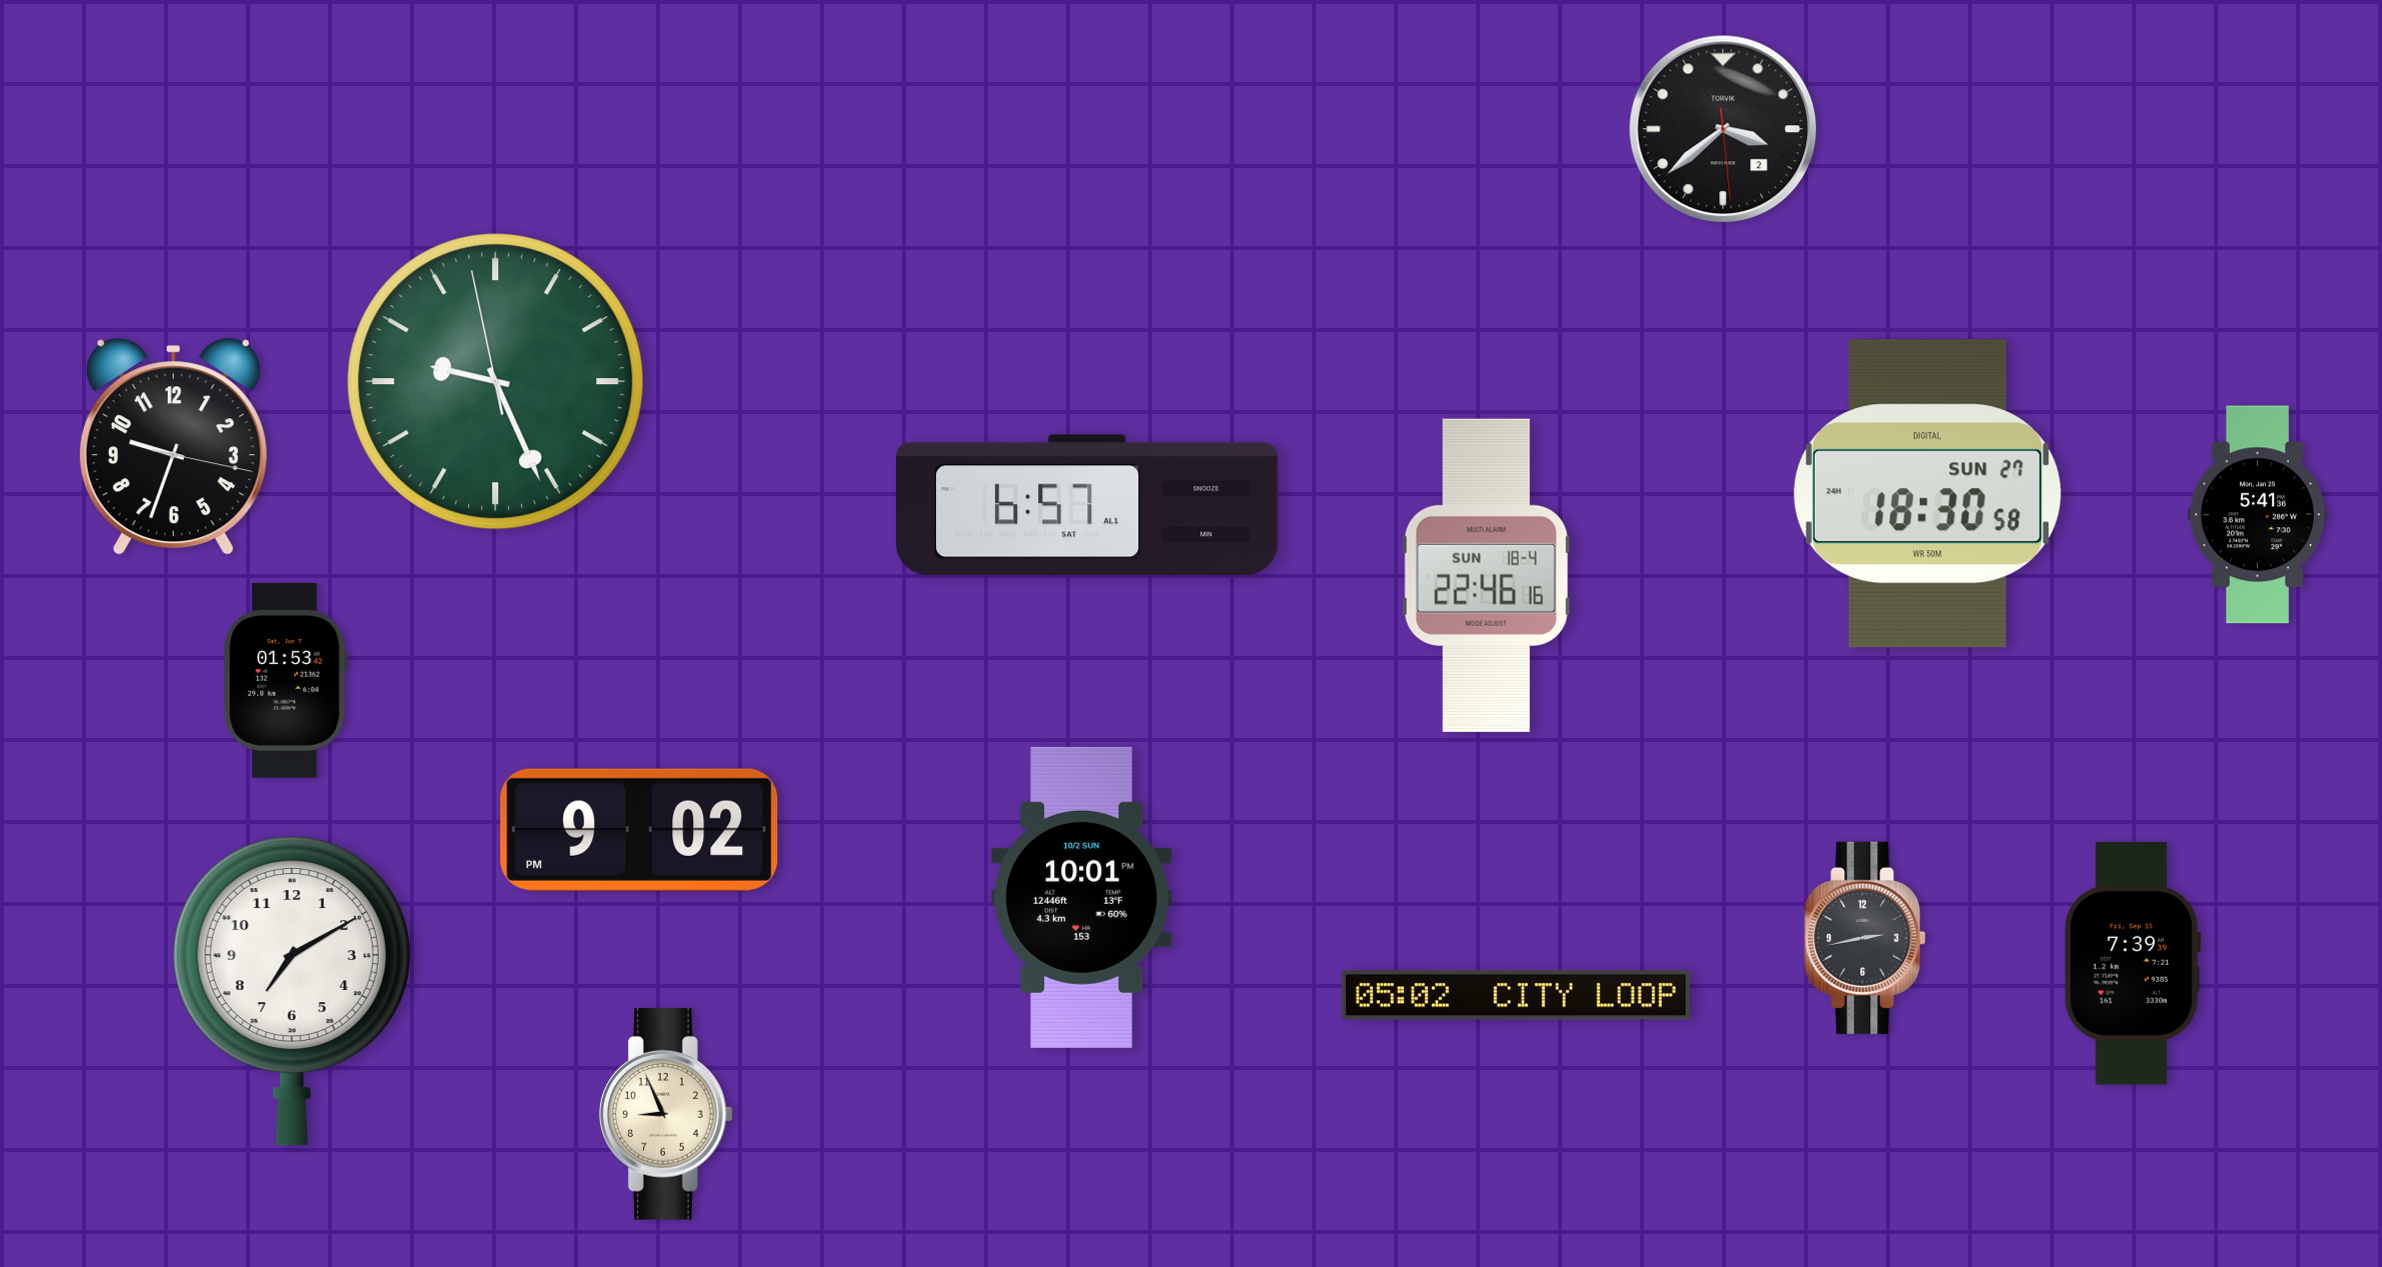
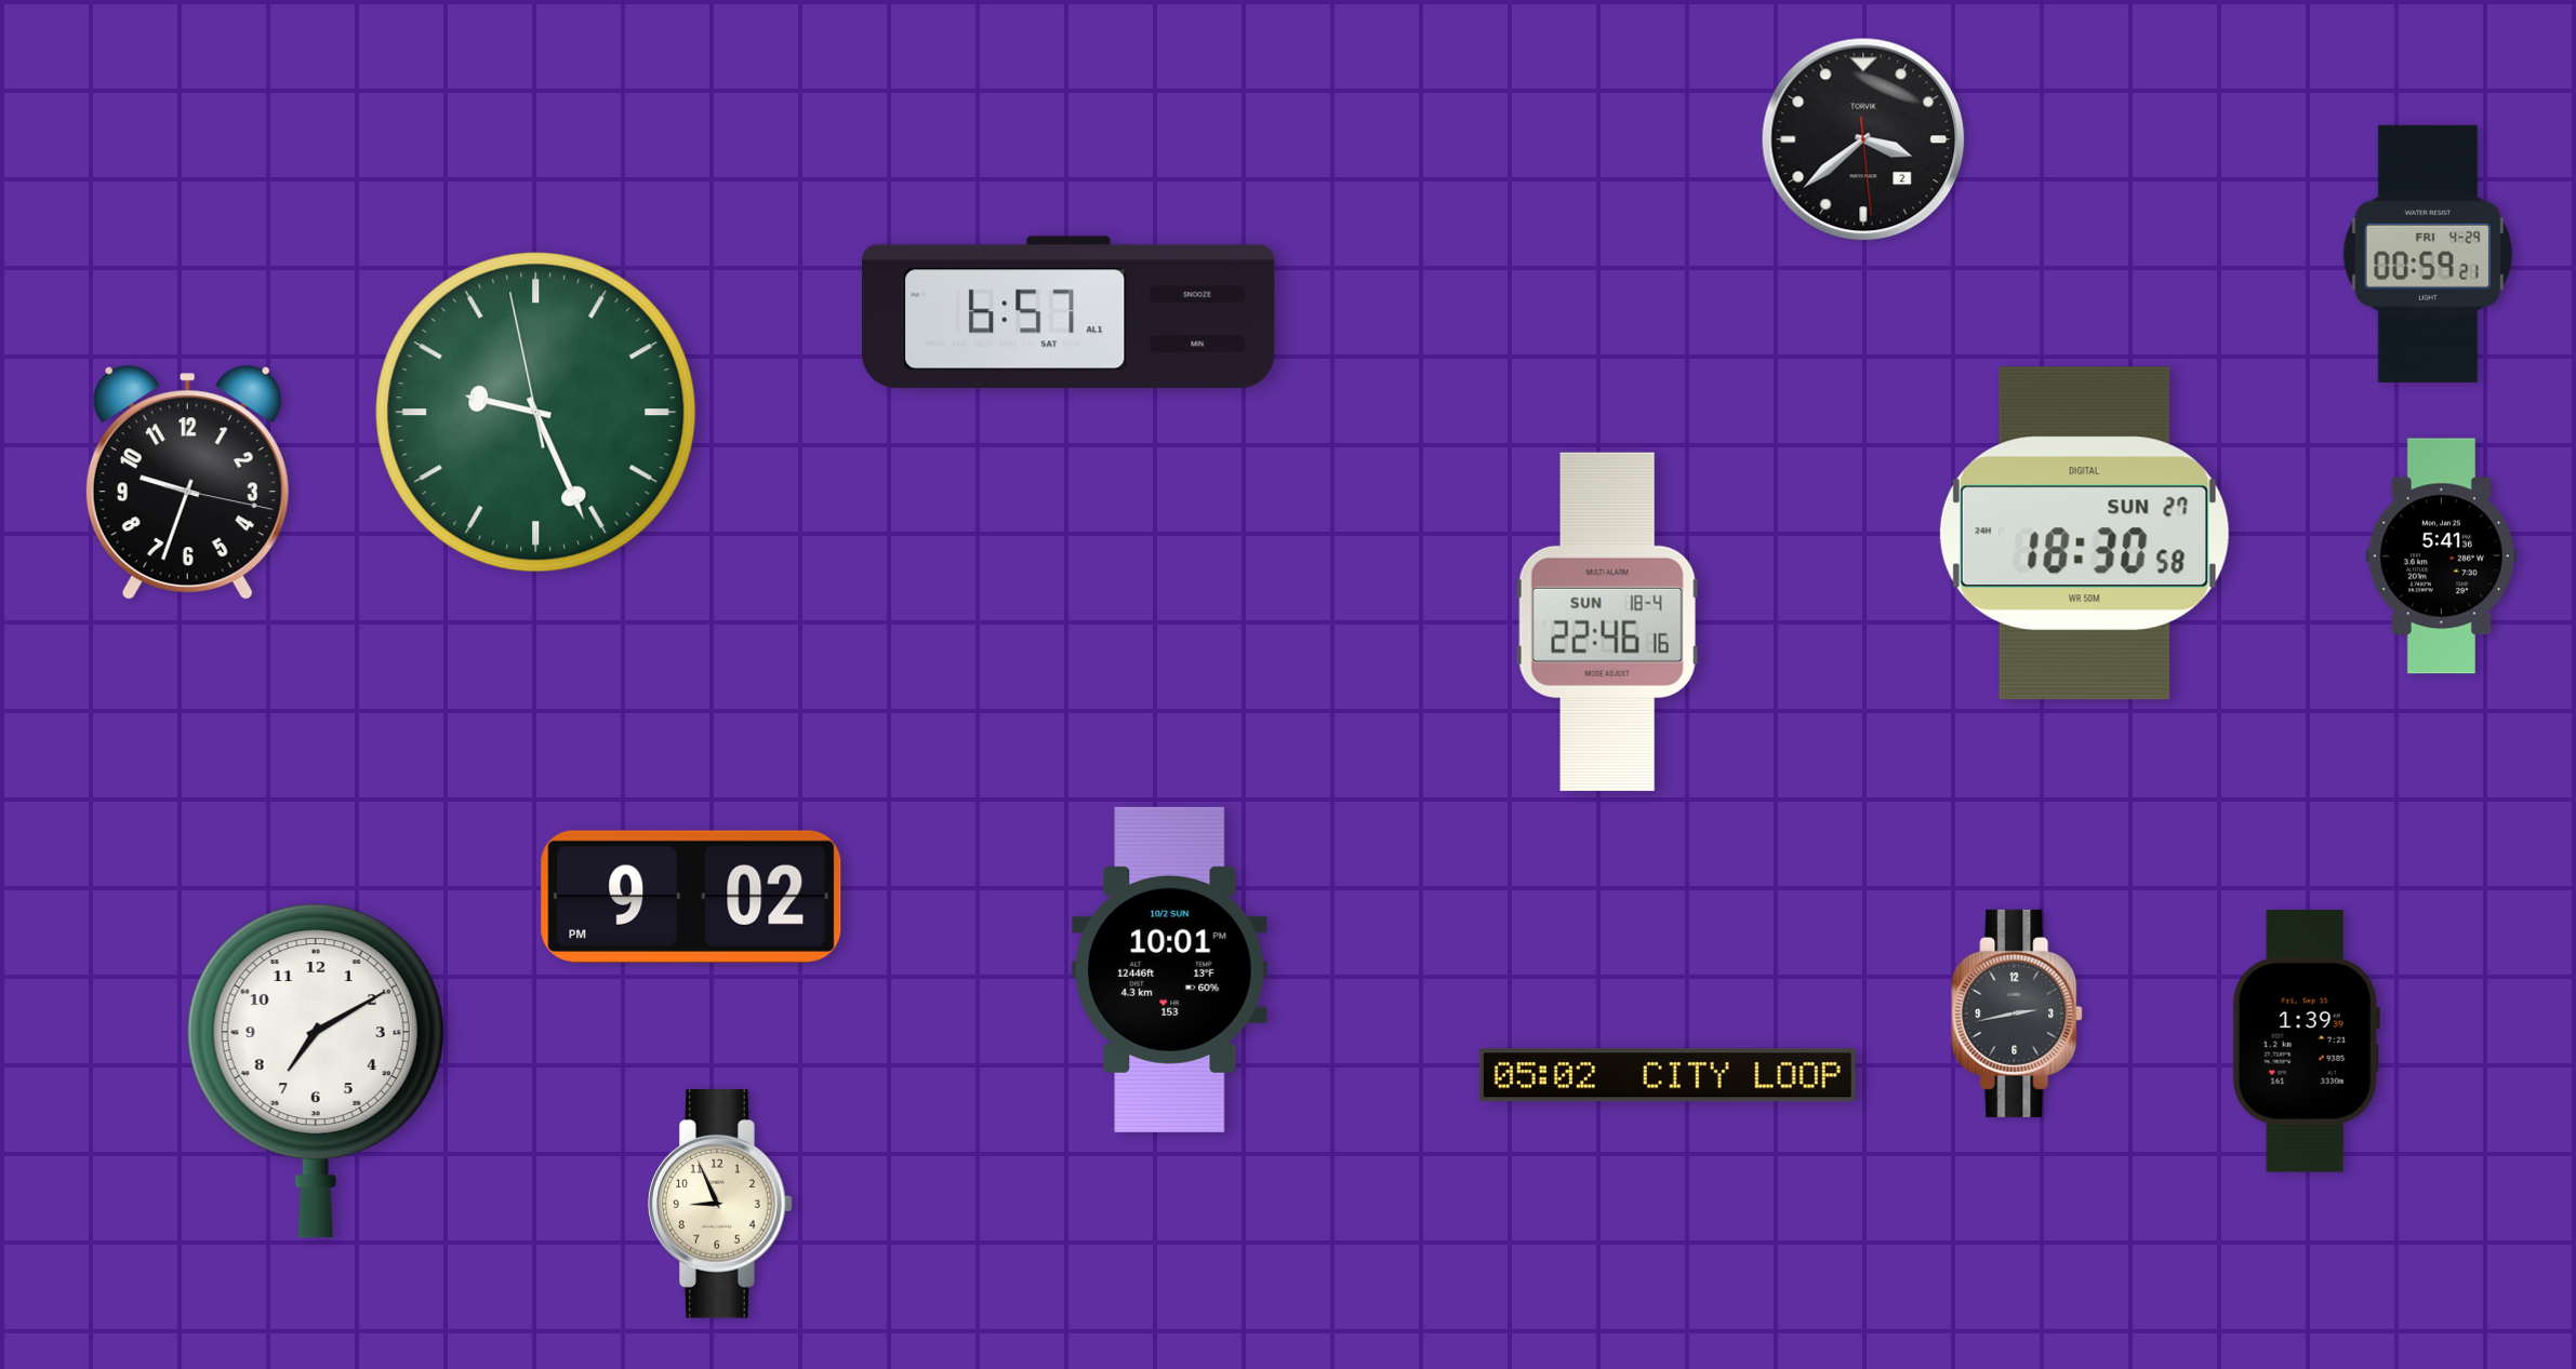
clock at (2428, 254): none -> 00:59
clock at (1088, 505) position: (1088, 505) -> (1070, 312)
clock at (286, 680): 01:53 -> none
clock at (2132, 964): 7:39 -> 1:39
clock at (1516, 995) position: (1516, 995) -> (1668, 1075)
